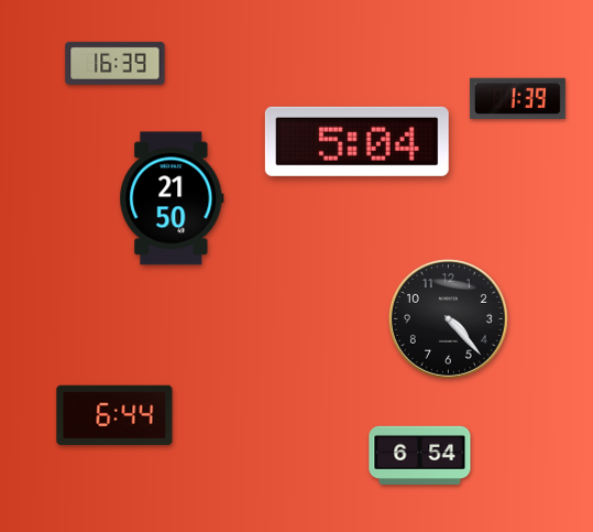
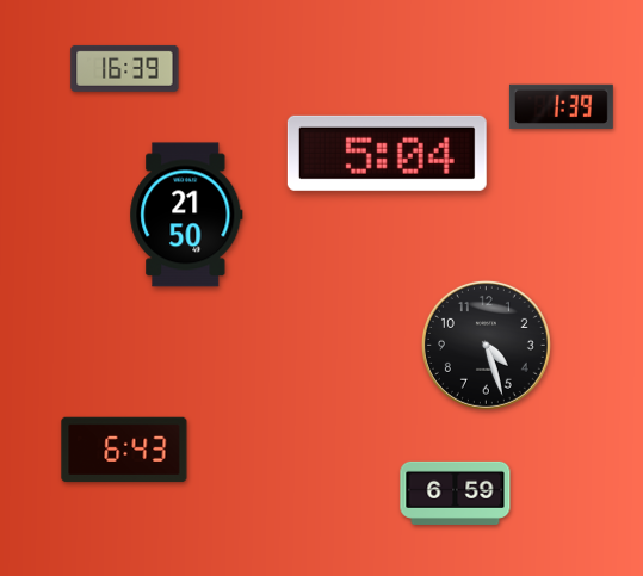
clock at (448, 318): 4:23 -> 4:27
clock at (114, 415): 6:44 -> 6:43
clock at (420, 455): 6:54 -> 6:59
